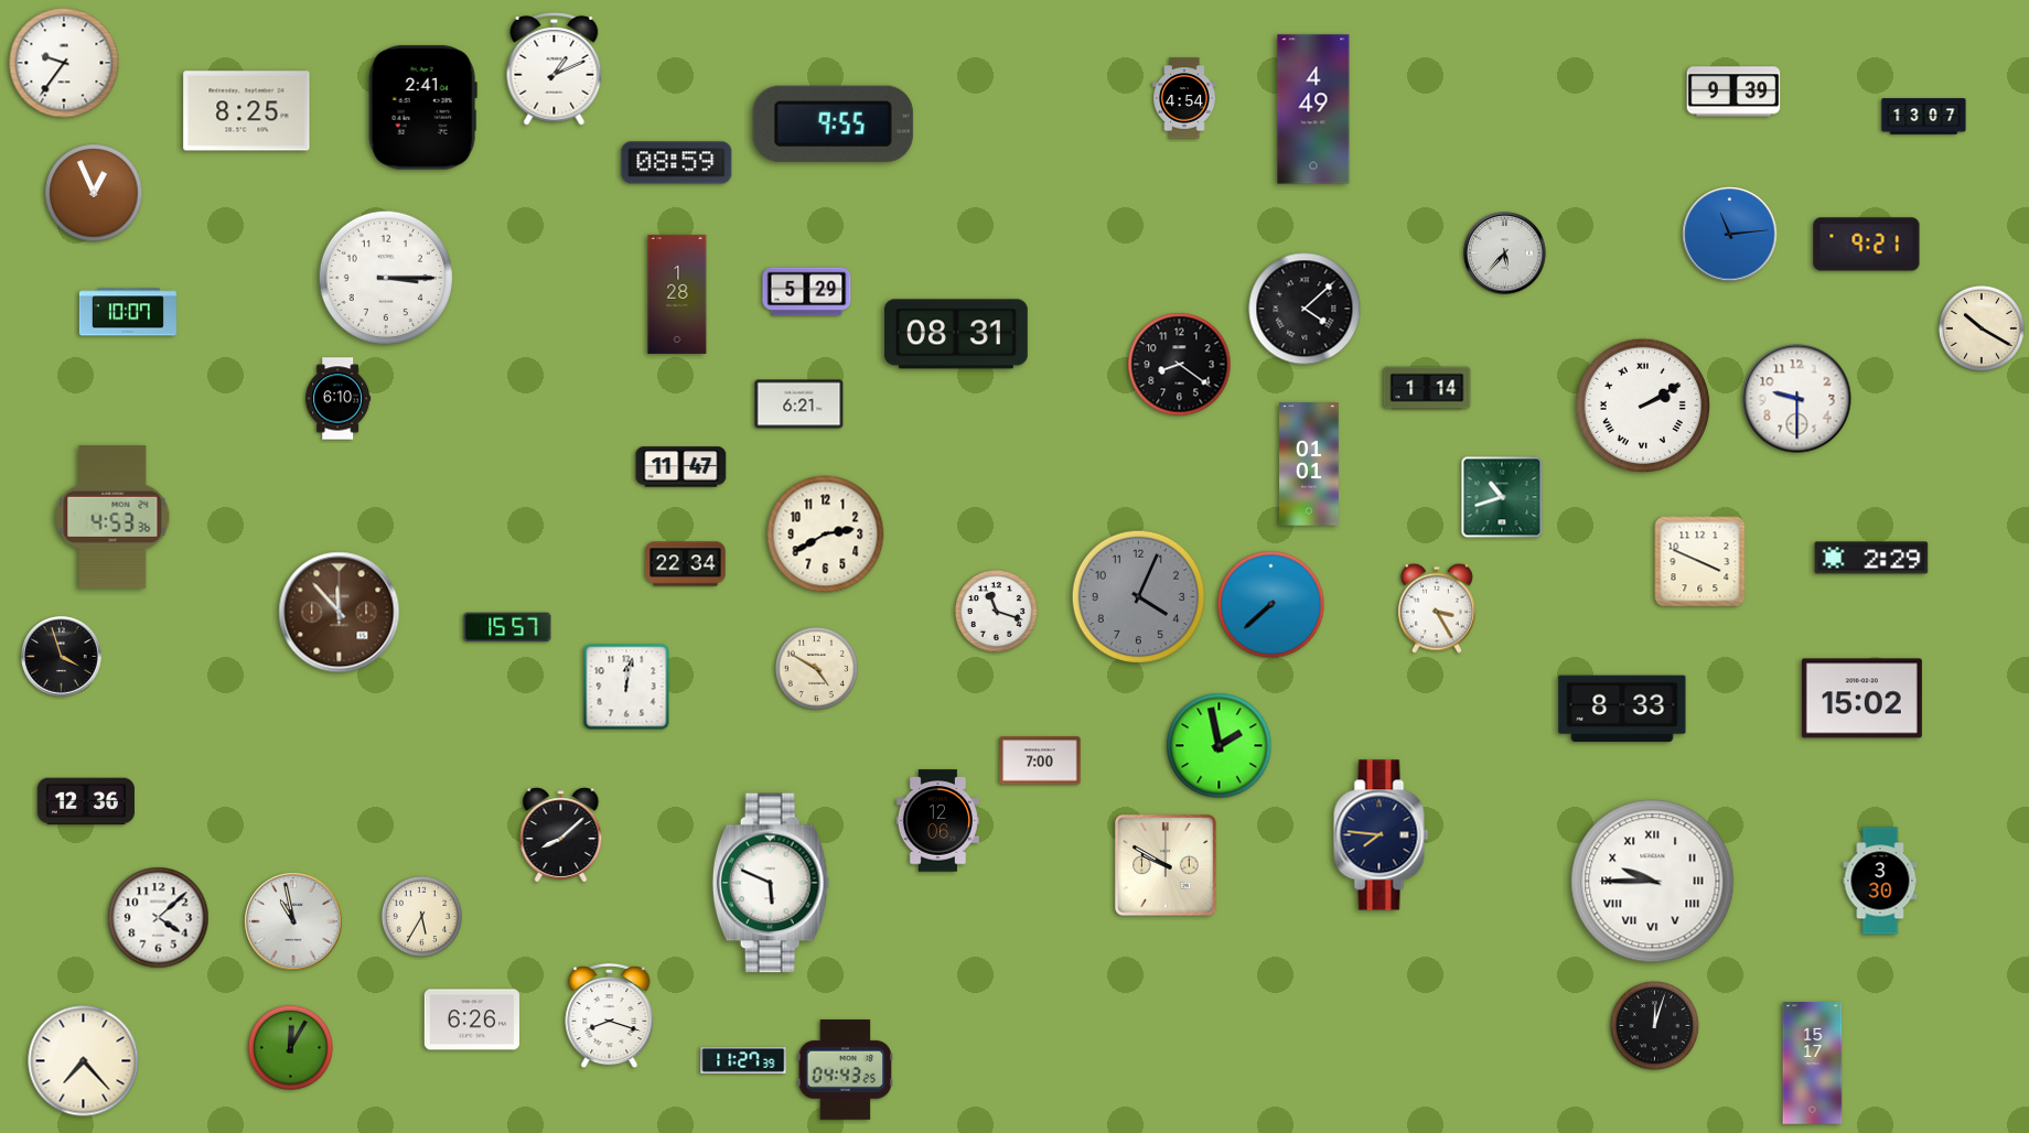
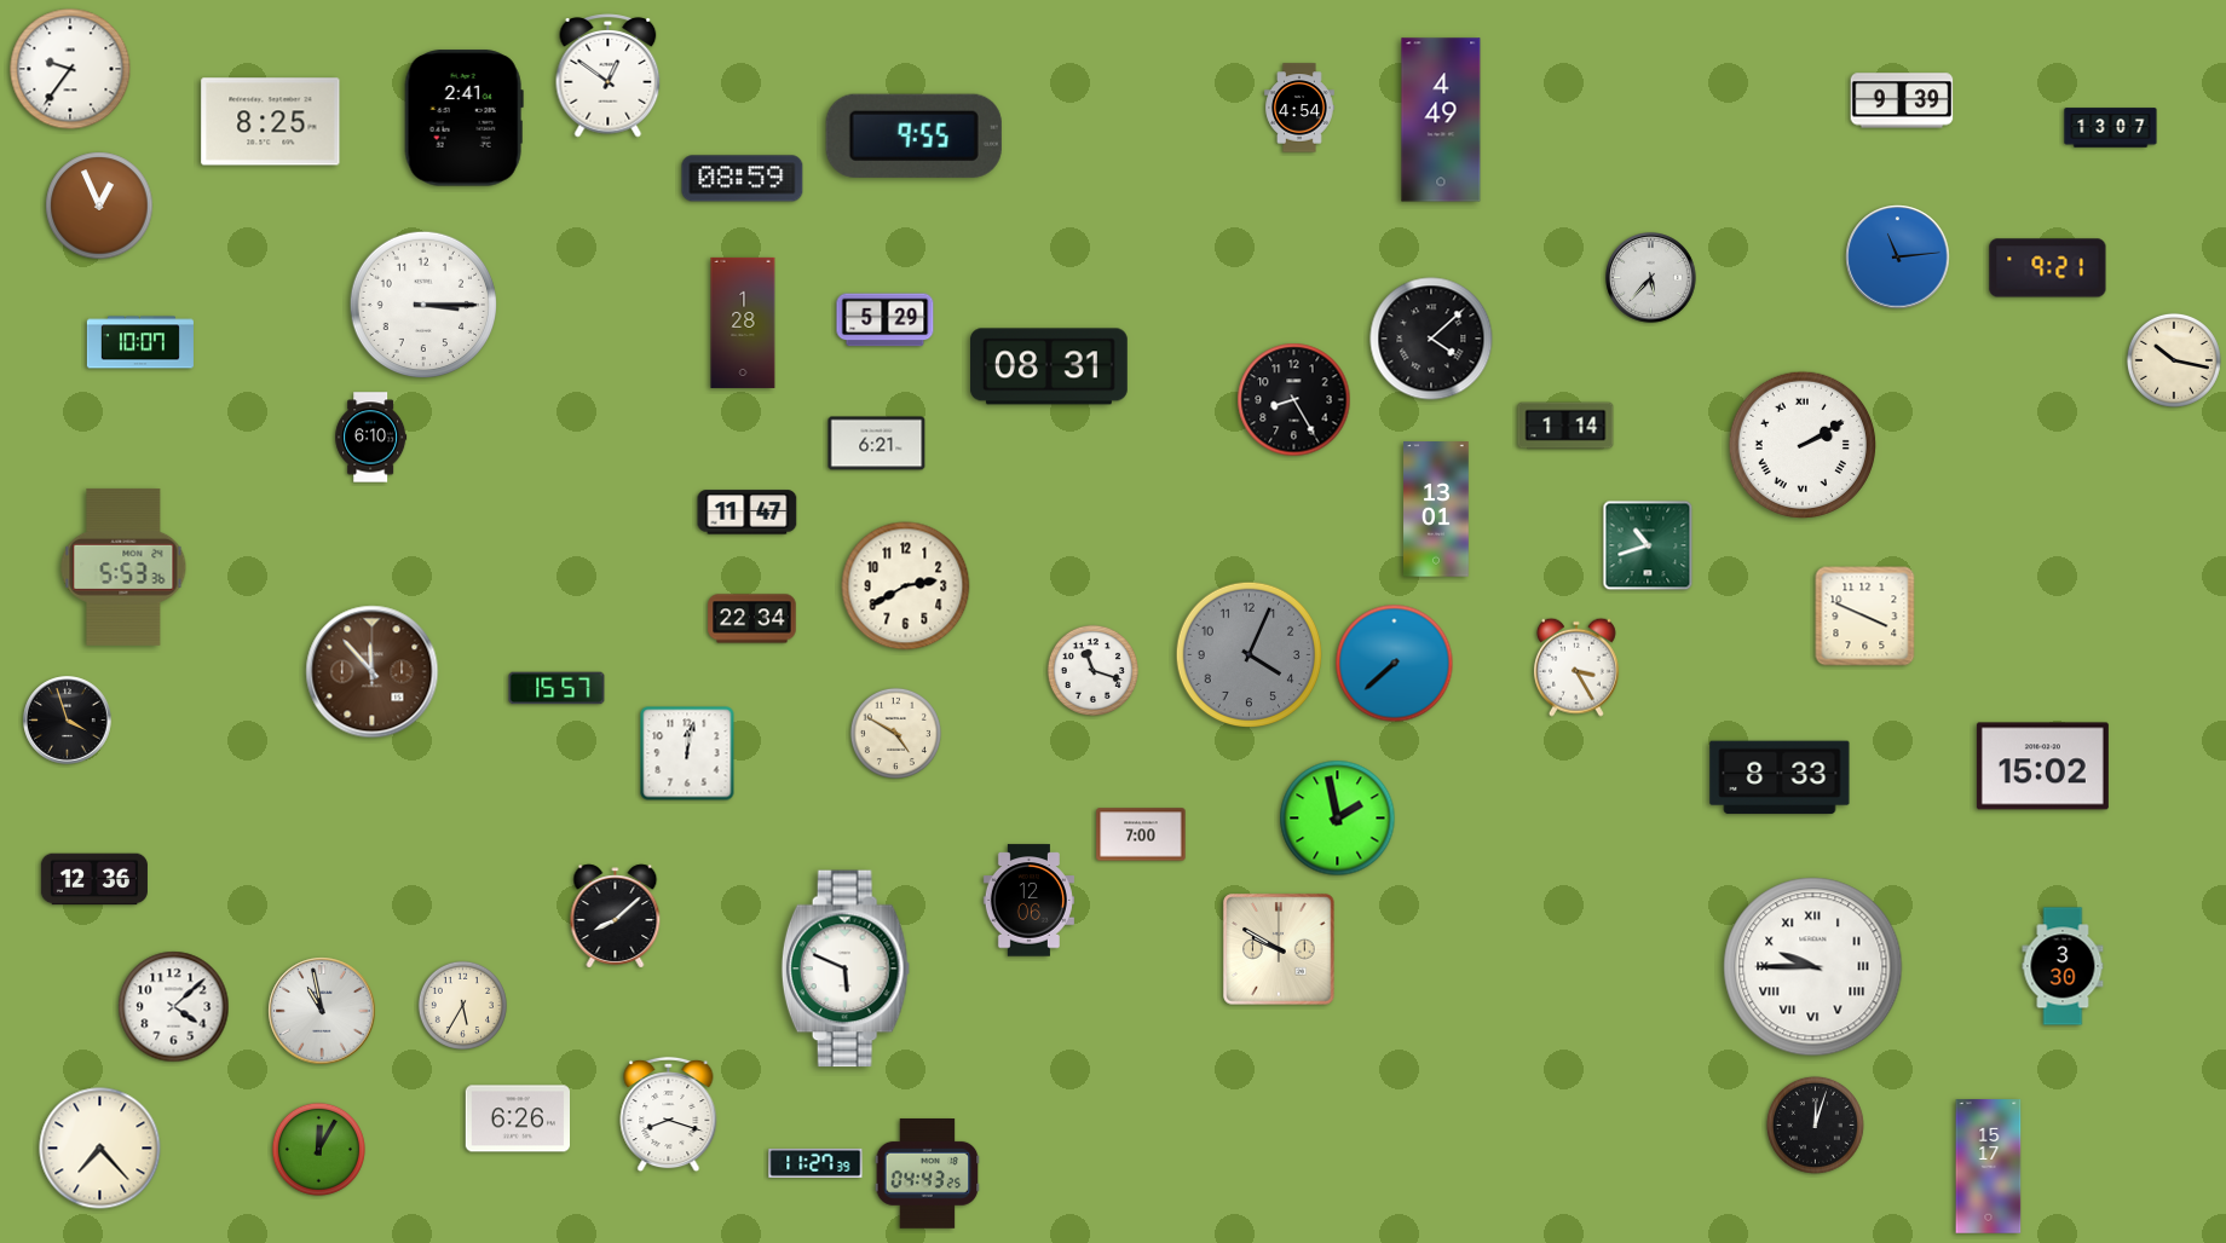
clock at (555, 69): 1:11 -> 12:51
clock at (94, 193) position: (94, 193) -> (99, 206)
clock at (1982, 328): 10:20 -> 10:17
clock at (1180, 365): 8:21 -> 8:25
clock at (1797, 399): 9:30 -> none
clock at (1309, 464): 01:01 -> 13:01
clock at (112, 517): 4:53 -> 5:53
clock at (1871, 558): 2:29 -> none
clock at (1382, 835): 7:46 -> none
clock at (84, 1061) position: (84, 1061) -> (100, 1149)
